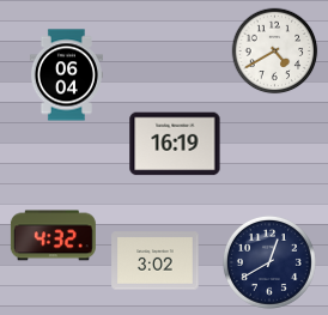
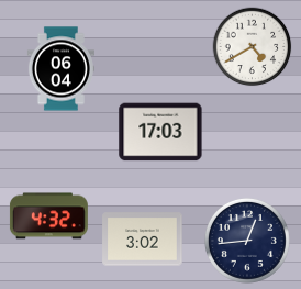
clock at (175, 144): 16:19 -> 17:03
clock at (269, 262): 12:40 -> 12:44
